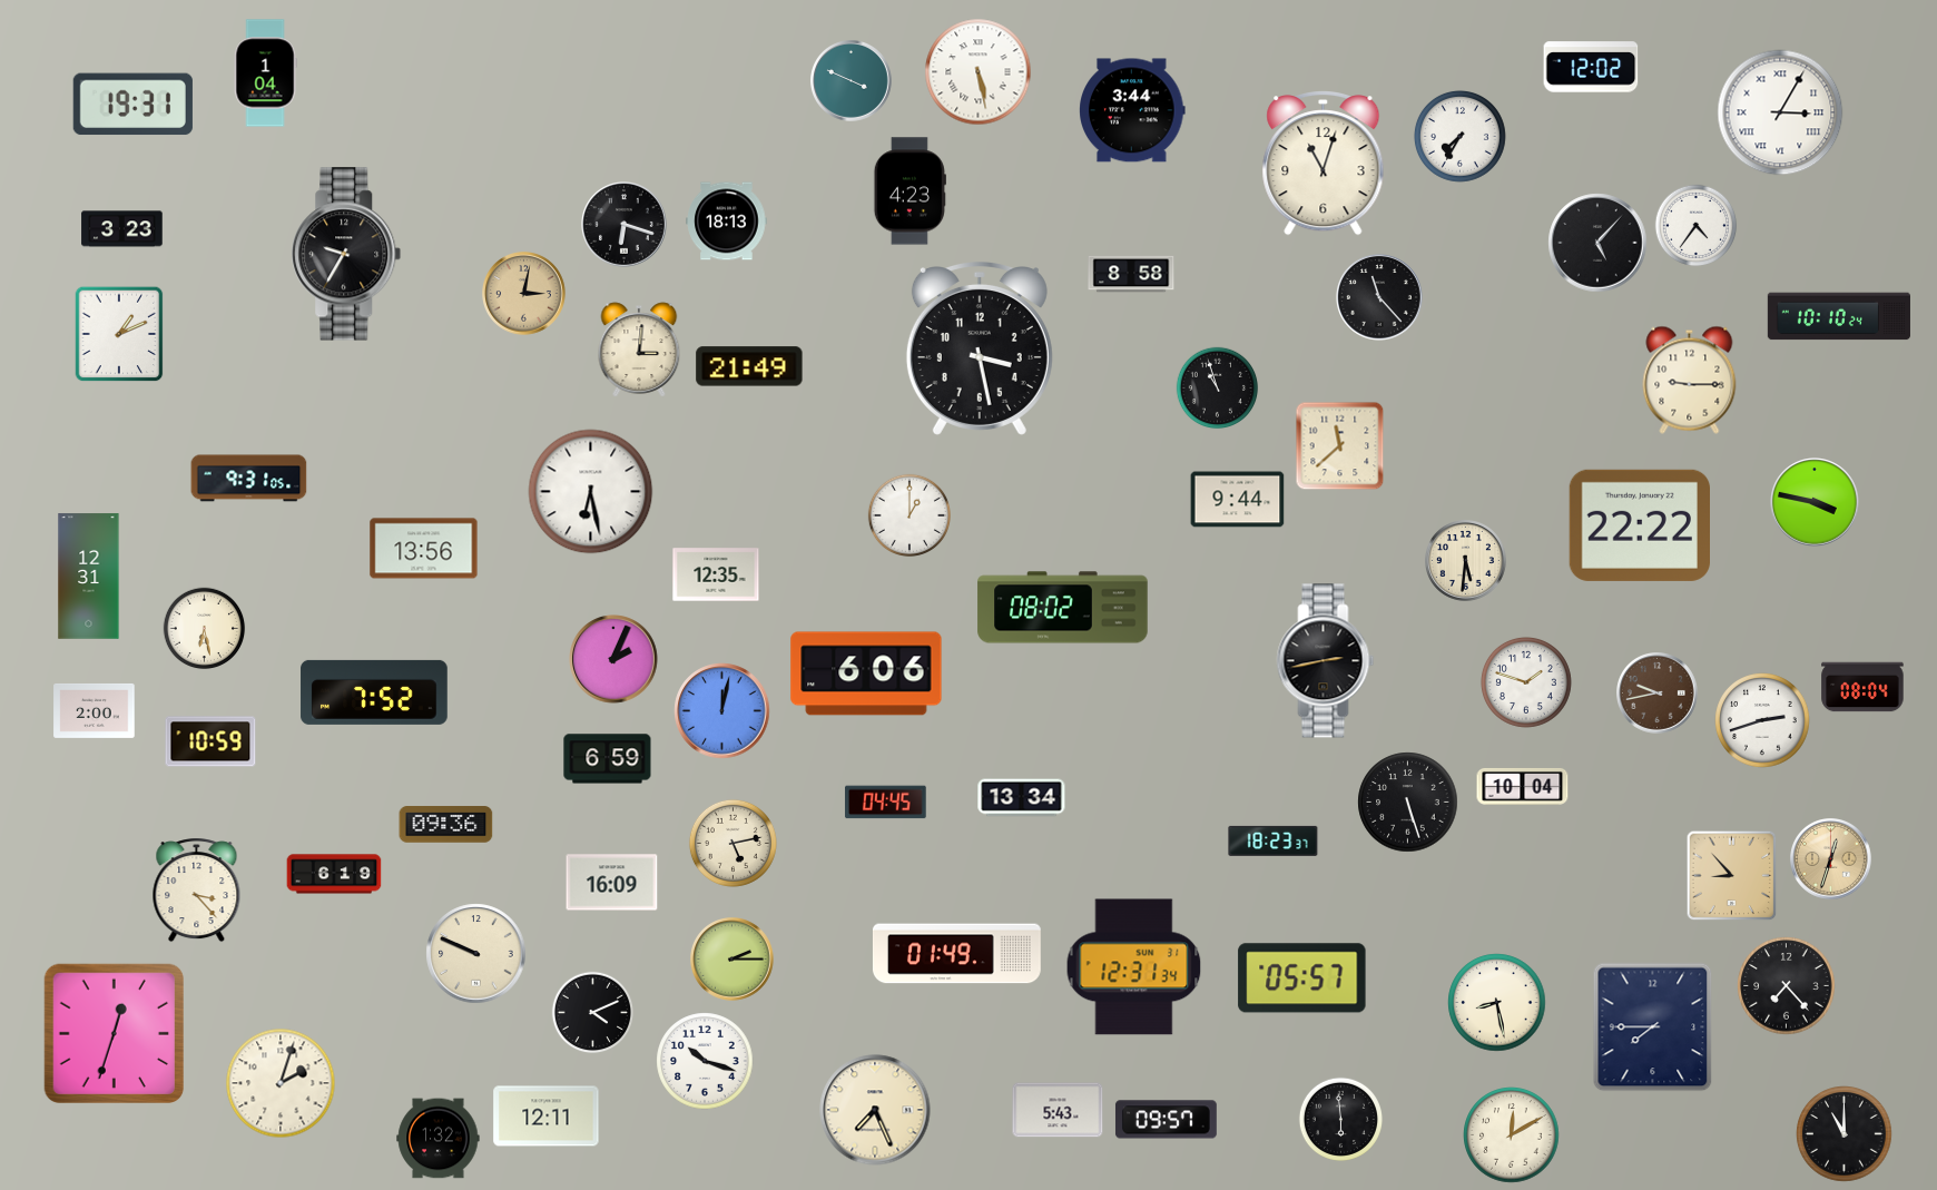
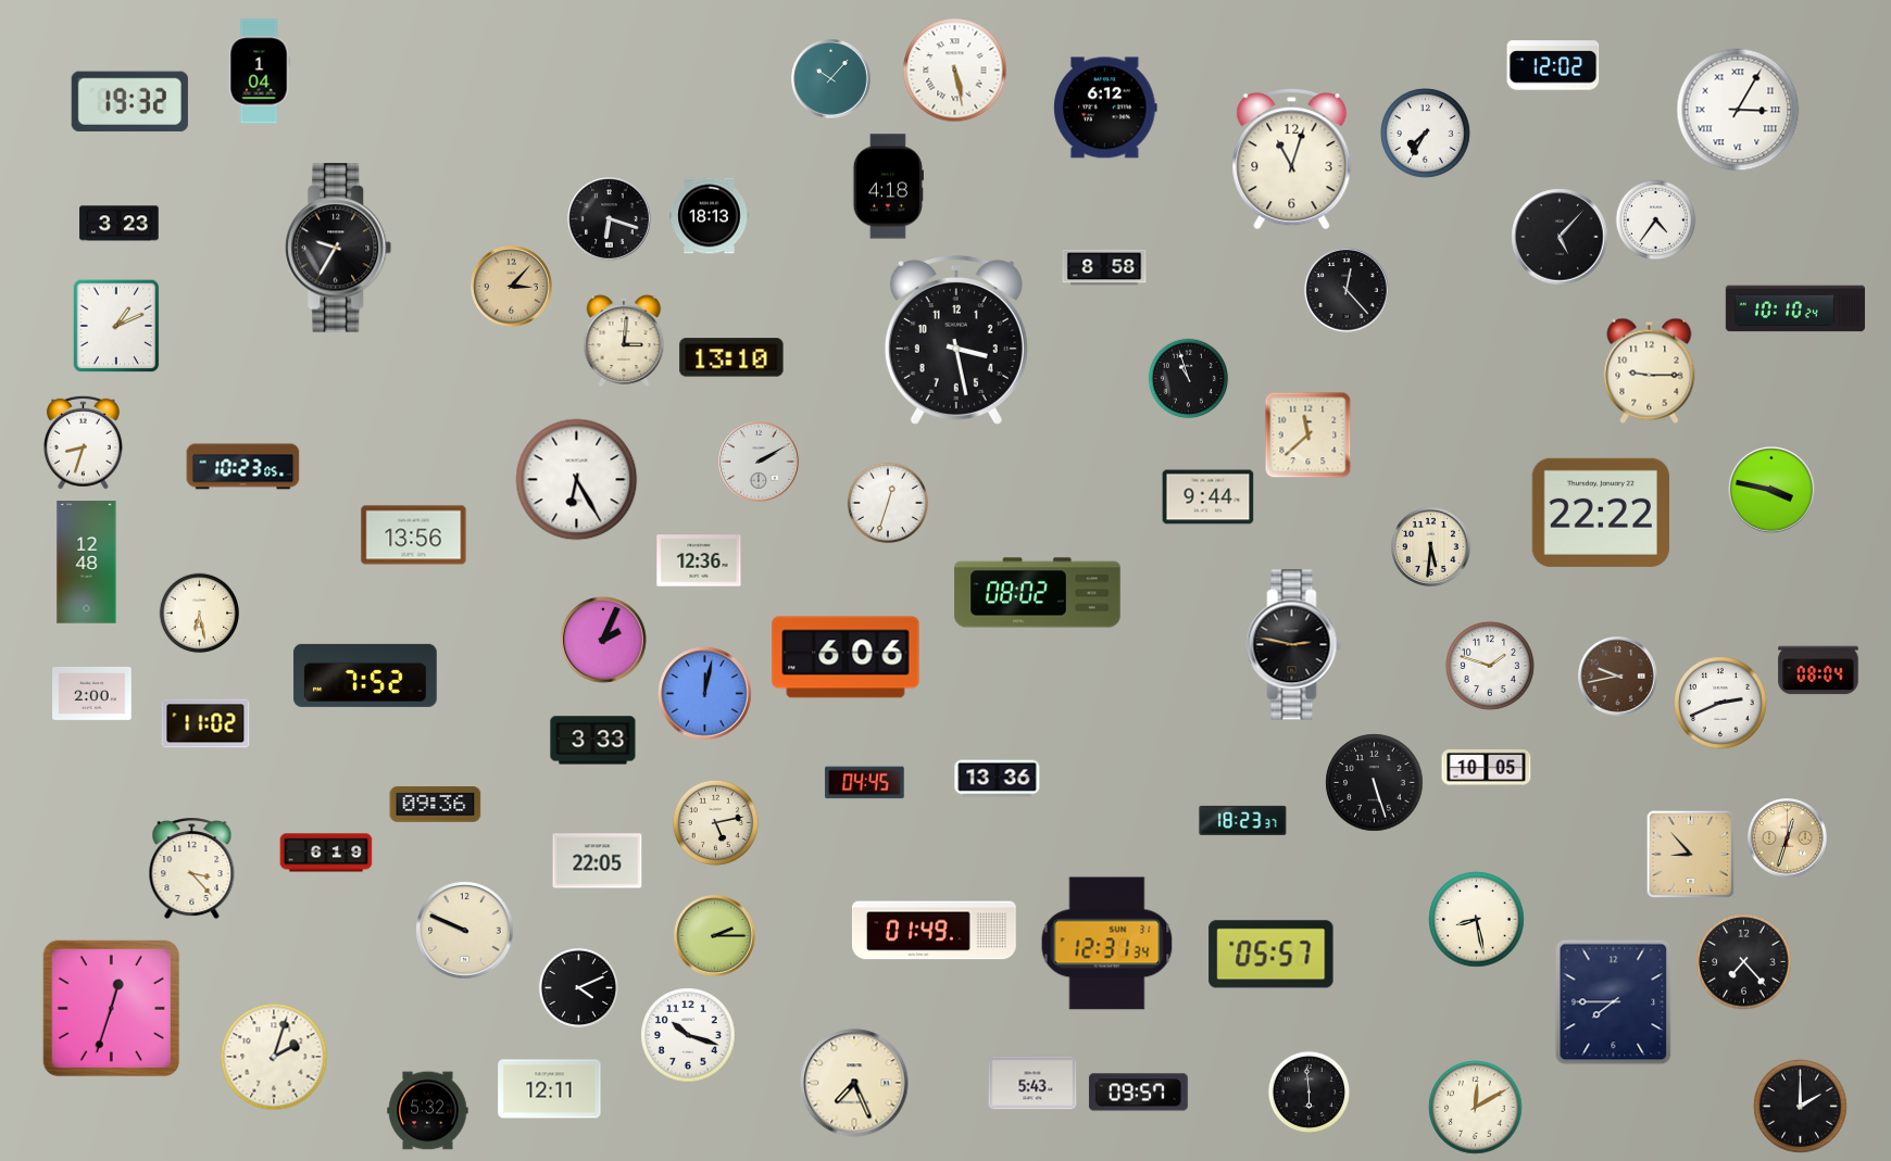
clock at (852, 81): 3:49 -> 10:07
clock at (132, 105): 19:31 -> 19:32
clock at (1132, 110): 3:44 -> 6:12
clock at (909, 191): 4:23 -> 4:18
clock at (524, 294): 3:02 -> 3:07
clock at (1379, 297): 11:23 -> 12:23
clock at (749, 366): 21:49 -> 13:10
clock at (83, 442): none -> 8:33
clock at (760, 463): none -> 2:10
clock at (249, 479): 9:31 -> 10:23
clock at (591, 492): 6:28 -> 6:25
clock at (1238, 500) position: (1238, 500) -> (1209, 497)
clock at (908, 514): 1:00 -> 12:33
clock at (716, 574): 12:35 -> 12:36
clock at (89, 577): 12:31 -> 12:48
clock at (613, 659) position: (613, 659) -> (603, 640)
clock at (1326, 661): 2:43 -> 2:47
clock at (1762, 720): 2:42 -> 2:41
clock at (210, 741): 10:59 -> 11:02
clock at (608, 759): 6:59 -> 3:33
clock at (1523, 786): 10:04 -> 10:05
clock at (1022, 798): 13:34 -> 13:36
clock at (612, 883): 16:09 -> 22:05
clock at (1497, 1003) position: (1497, 1003) -> (1477, 920)
clock at (547, 1117) position: (547, 1117) -> (550, 1089)
clock at (1845, 1134): 11:00 -> 2:00
clock at (439, 1139): 1:32 -> 5:32
